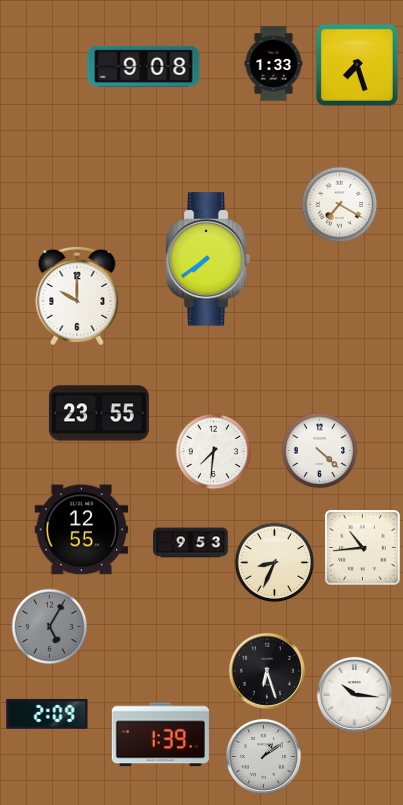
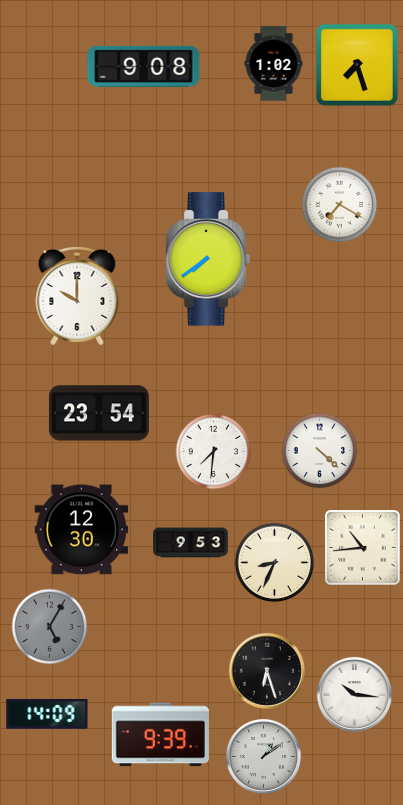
clock at (274, 64): 1:33 -> 1:02
clock at (99, 413): 23:55 -> 23:54
clock at (82, 530): 12:55 -> 12:30
clock at (47, 714): 2:09 -> 14:09
clock at (160, 735): 1:39 -> 9:39
